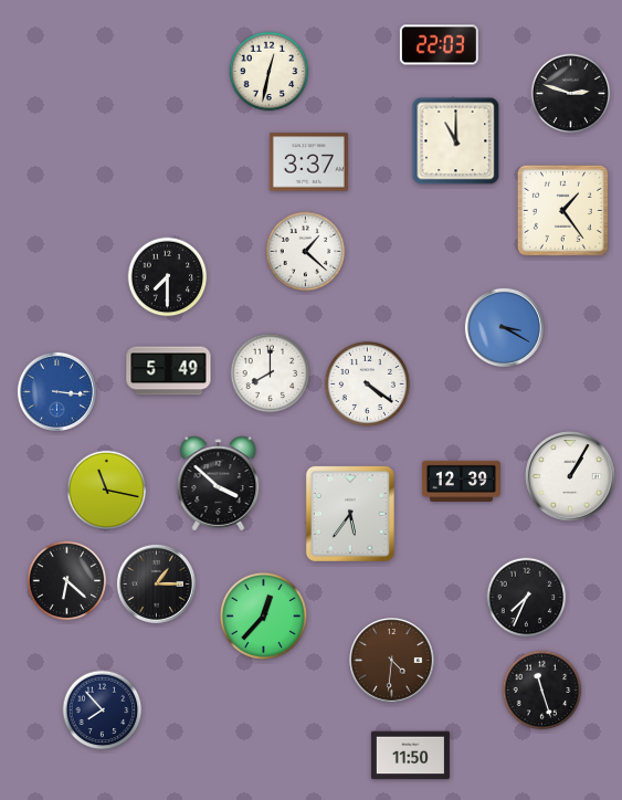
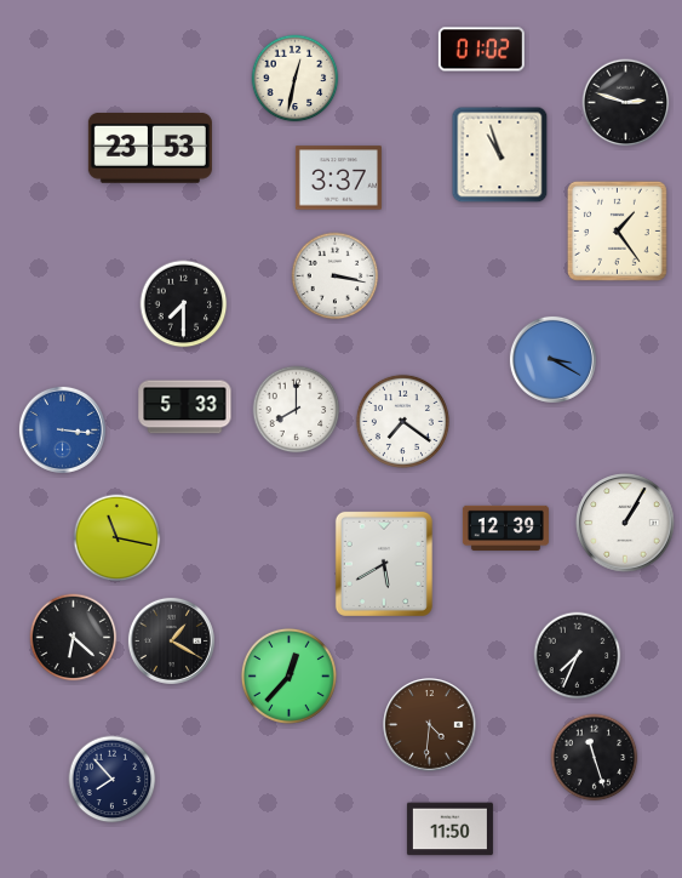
clock at (439, 45): 22:03 -> 01:02
clock at (150, 148): none -> 23:53
clock at (456, 141): 11:00 -> 10:57
clock at (306, 252): 1:22 -> 3:17
clock at (169, 371): 5:49 -> 5:33
clock at (367, 383): 4:21 -> 7:21
clock at (219, 484): 3:52 -> none
clock at (350, 514): 5:36 -> 5:40
clock at (156, 583): 1:15 -> 1:20
